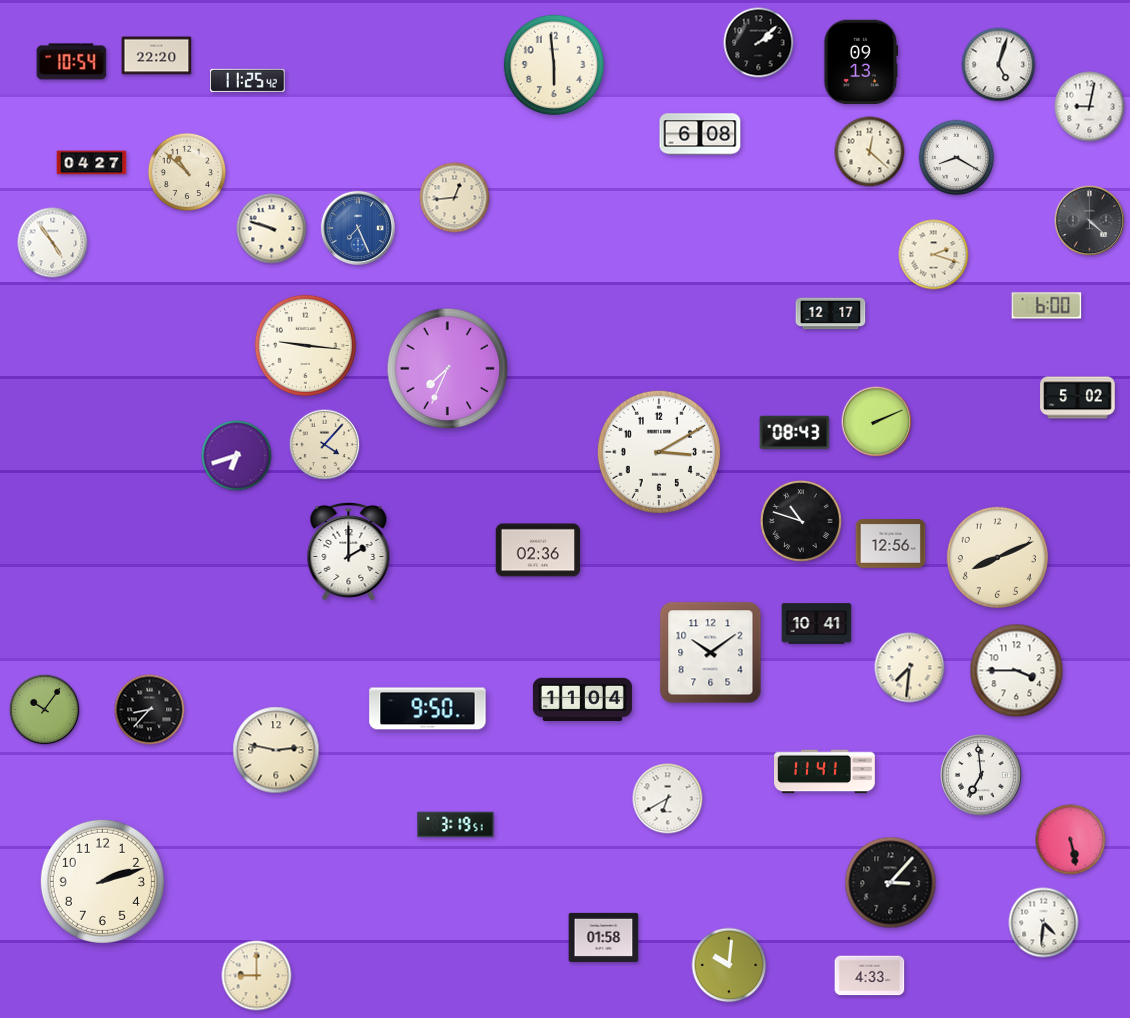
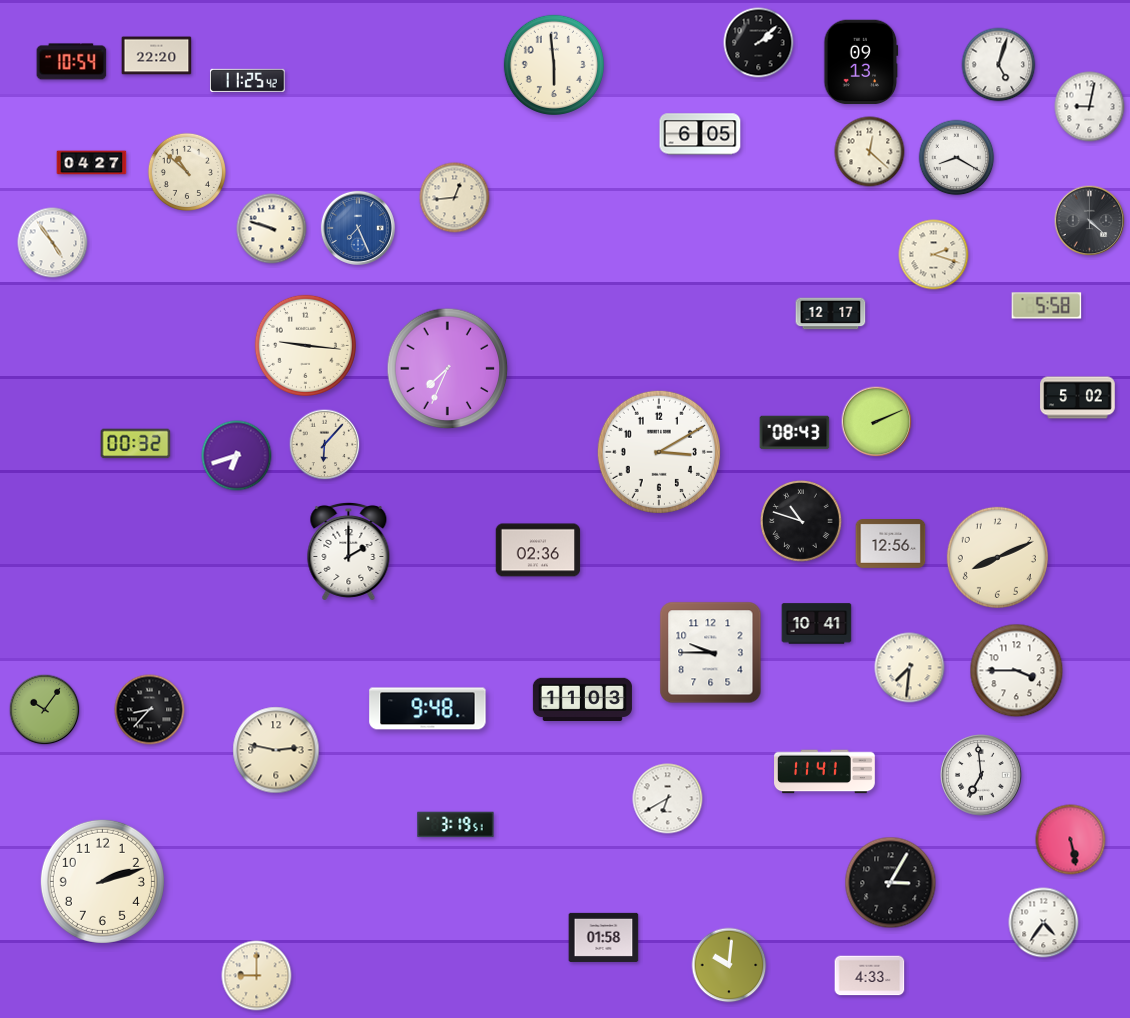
clock at (700, 134): 6:08 -> 6:05
clock at (1047, 306): 6:00 -> 5:58
clock at (136, 444): none -> 00:32
clock at (325, 445): 4:07 -> 6:07
clock at (711, 653): 10:09 -> 9:45
clock at (582, 699): 11:04 -> 11:03
clock at (428, 709): 9:50 -> 9:48
clock at (891, 883): 3:07 -> 3:05
clock at (1044, 923): 4:31 -> 4:36
